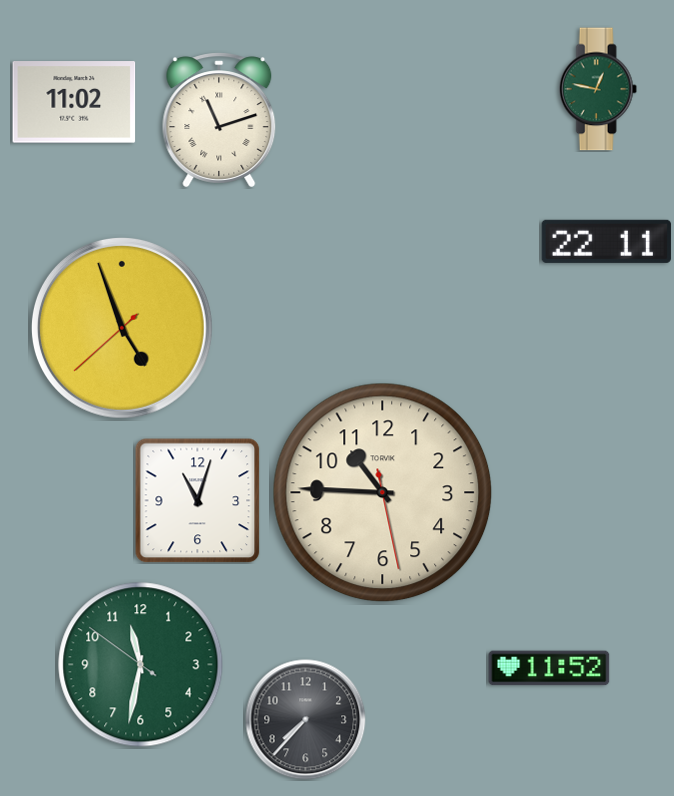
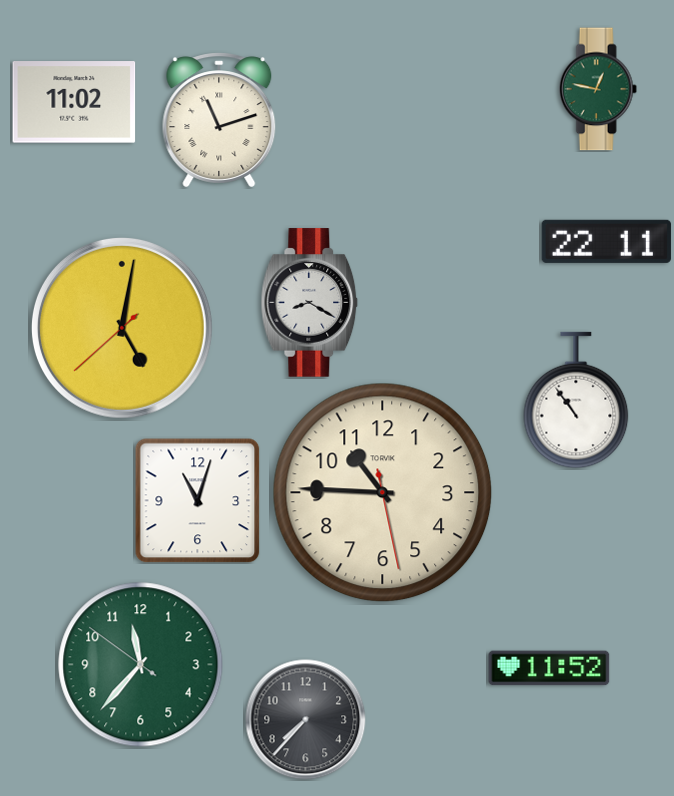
clock at (310, 303): none -> 8:20
clock at (122, 328): 4:56 -> 5:01
clock at (576, 400): none -> 10:54
clock at (141, 665): 11:31 -> 11:36
